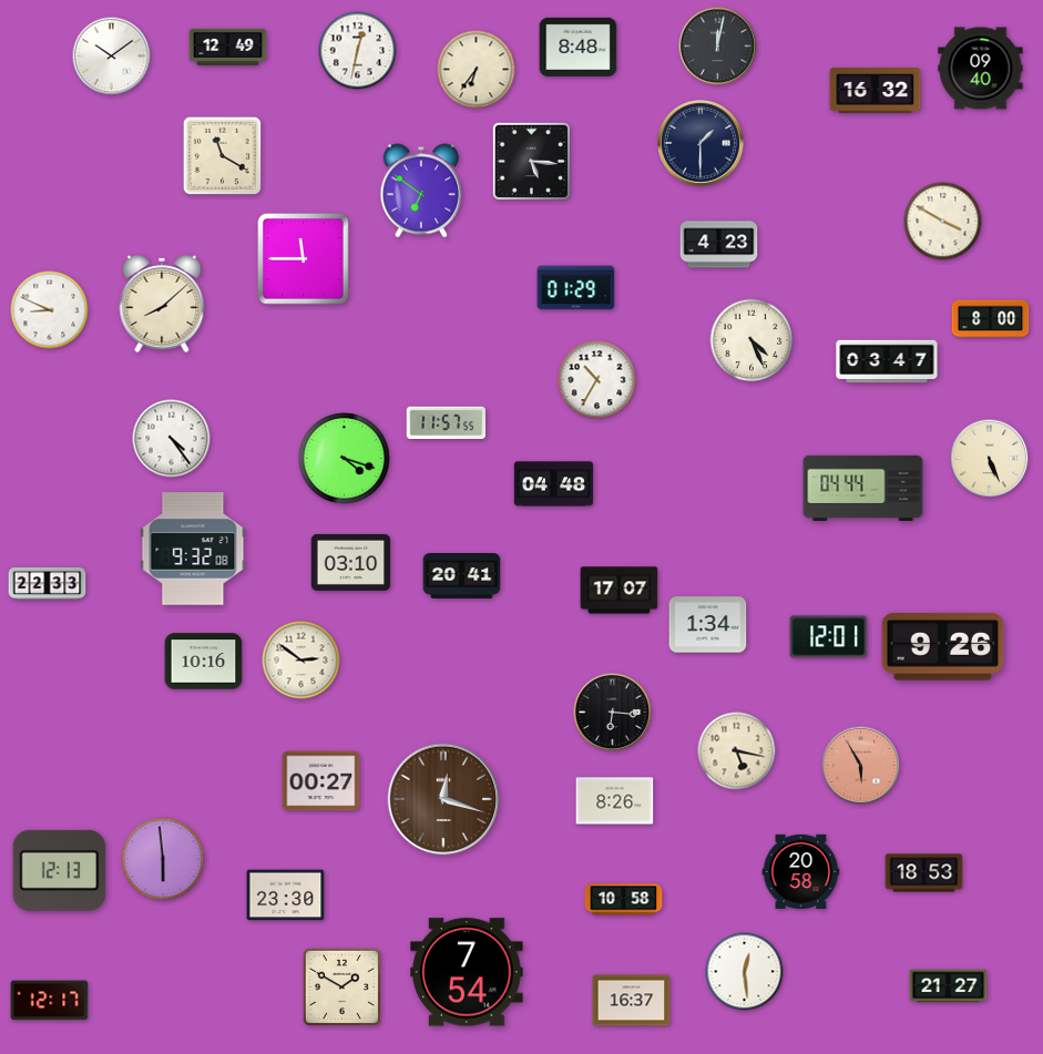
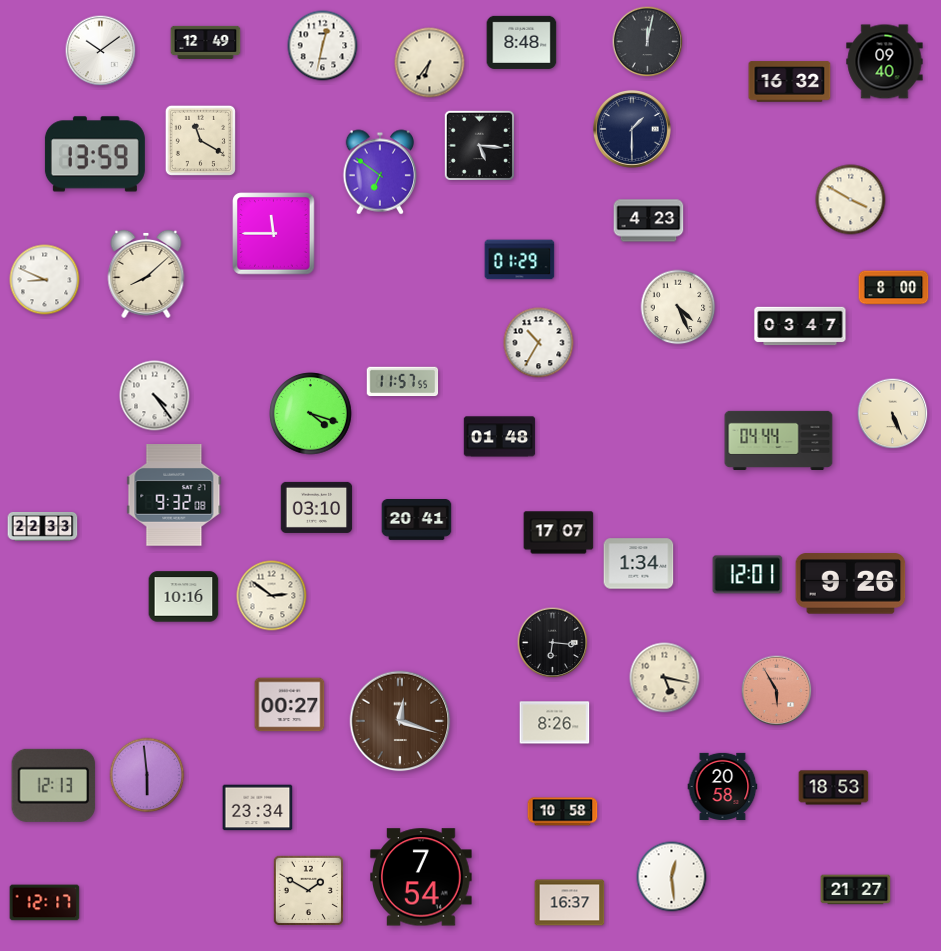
clock at (95, 154): none -> 13:59
clock at (554, 484): 04:48 -> 01:48
clock at (286, 896): 23:30 -> 23:34
